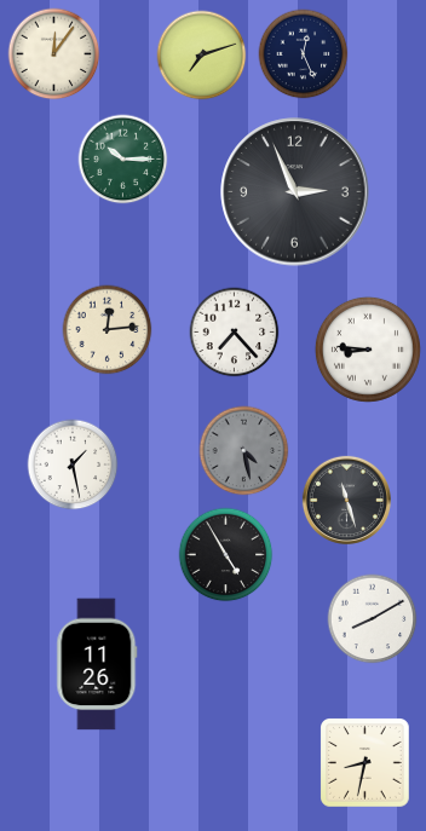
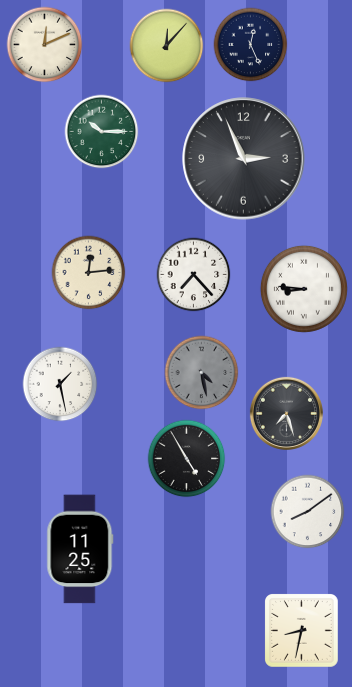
clock at (54, 54): 12:06 -> 12:11
clock at (202, 56): 7:12 -> 12:07
clock at (346, 500): 11:27 -> 7:27
clock at (373, 619): 8:10 -> 8:09
clock at (97, 664): 11:26 -> 11:25
